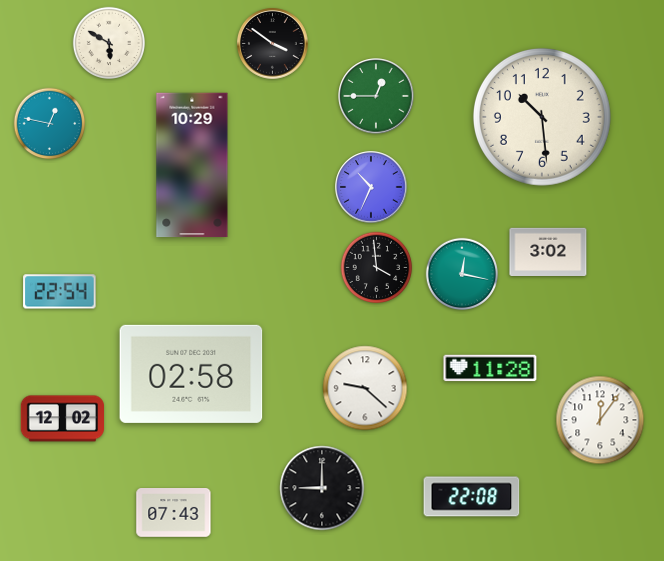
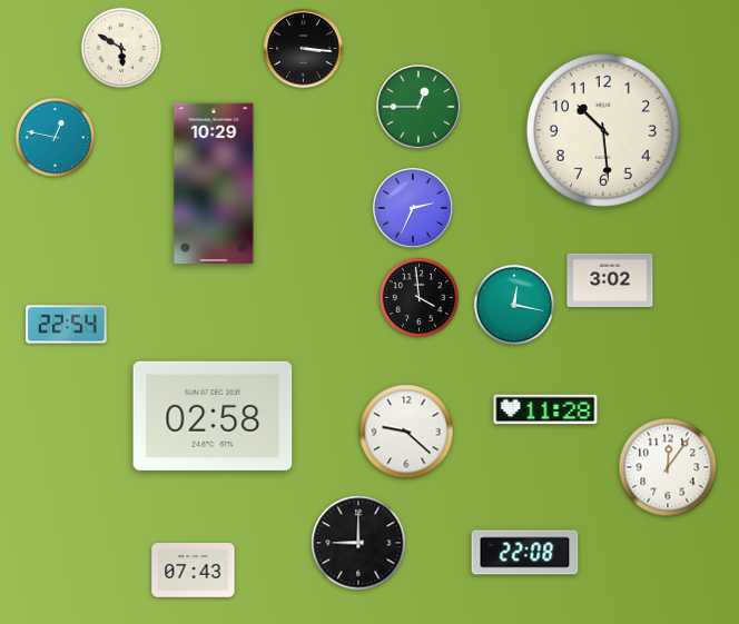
clock at (273, 44): 3:51 -> 3:16
clock at (371, 187): 10:34 -> 2:34
clock at (63, 419): 12:02 -> none
